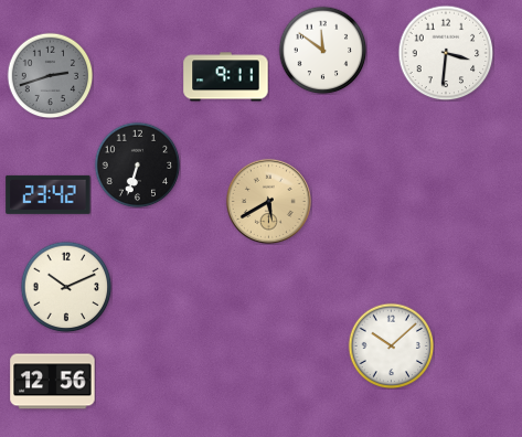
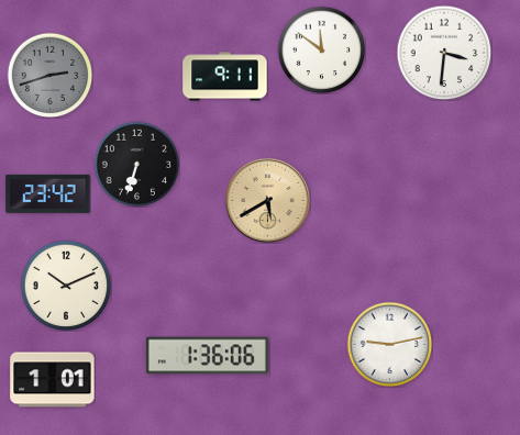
clock at (391, 345): 10:08 -> 9:13
clock at (207, 356): none -> 1:36
clock at (53, 382): 12:56 -> 1:01
